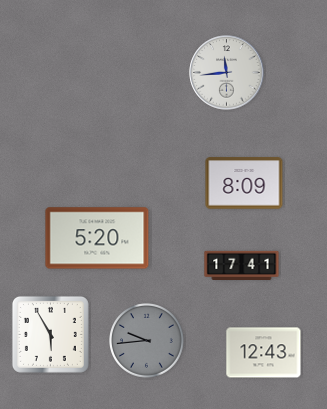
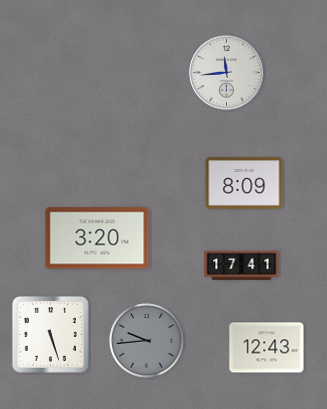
clock at (97, 238): 5:20 -> 3:20
clock at (50, 334): 5:55 -> 5:27
clock at (264, 353) position: (264, 353) -> (267, 348)
